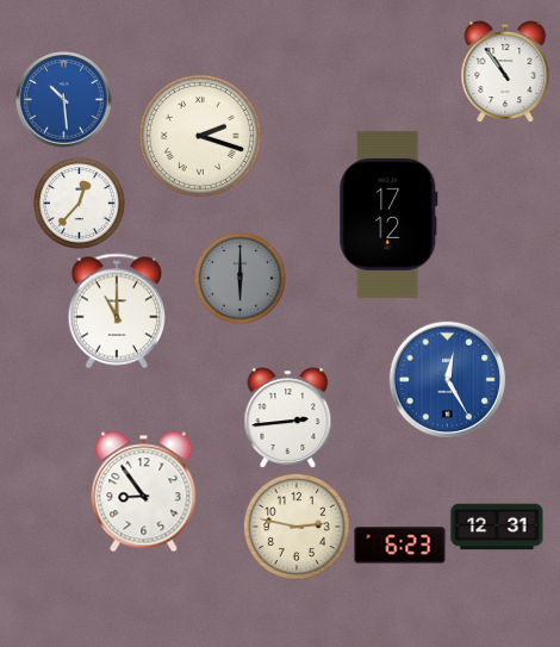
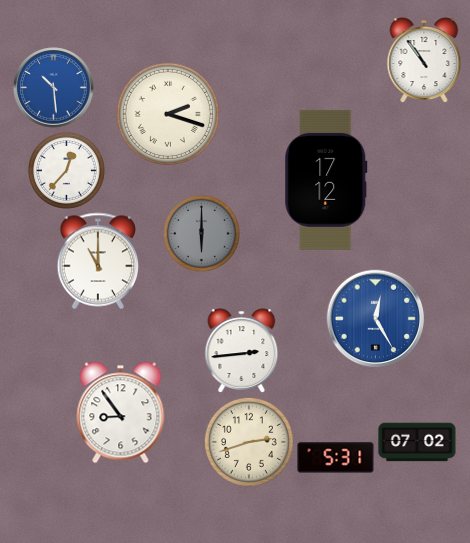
clock at (64, 100) position: (64, 100) -> (54, 88)
clock at (297, 527): 2:47 -> 2:42
clock at (497, 527): 12:31 -> 07:02
clock at (400, 546): 6:23 -> 5:31
